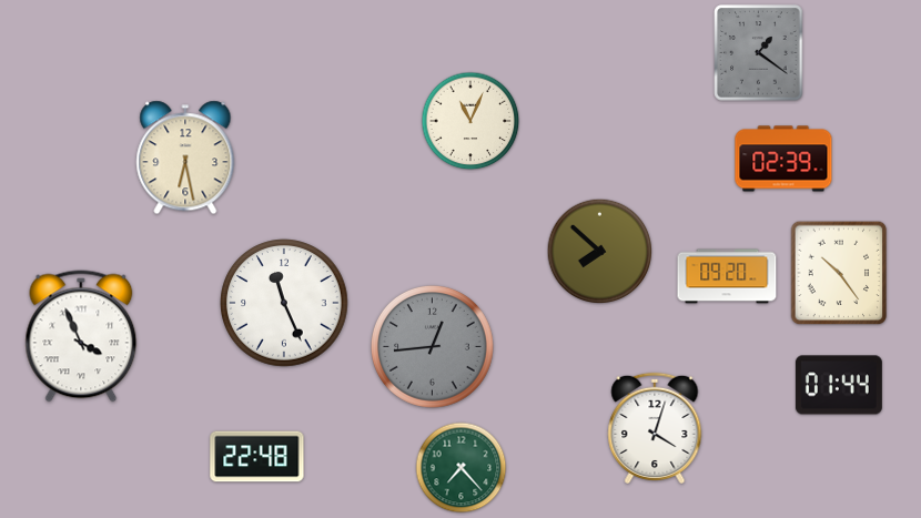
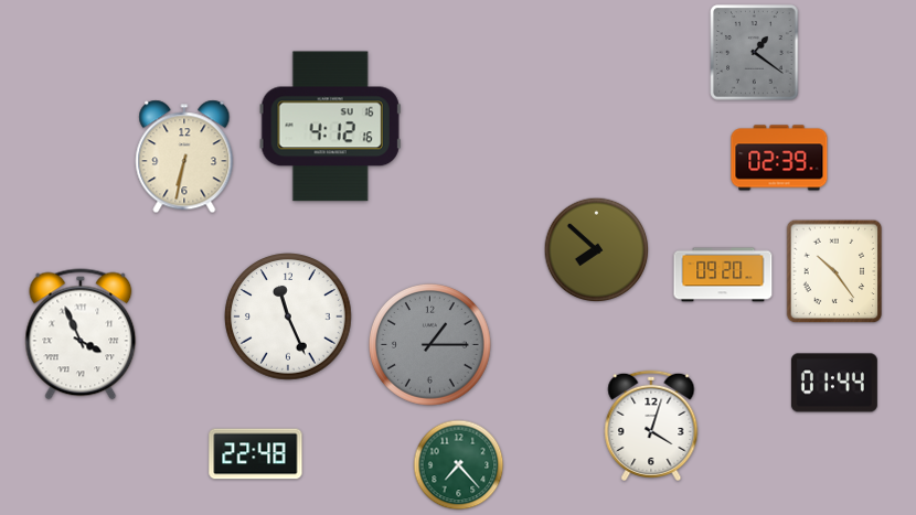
clock at (470, 121): 11:04 -> none
clock at (330, 127): none -> 4:12
clock at (185, 158): 6:28 -> 6:32
clock at (284, 303) position: (284, 303) -> (288, 316)
clock at (432, 346): 12:44 -> 1:15
